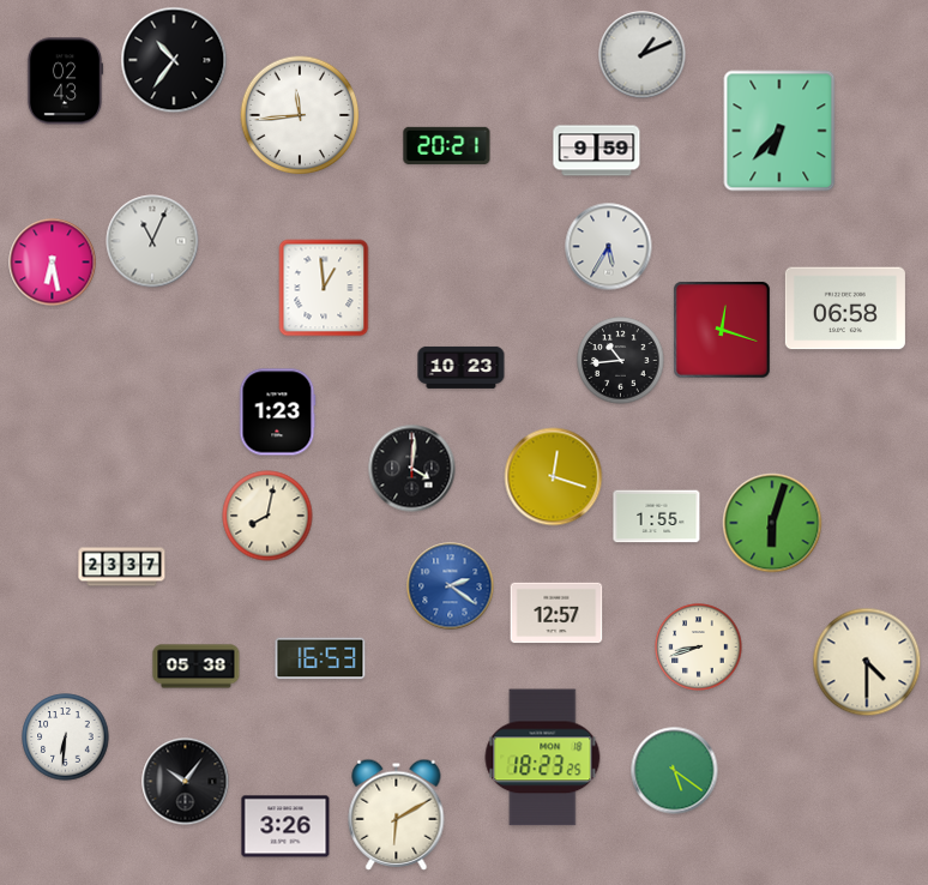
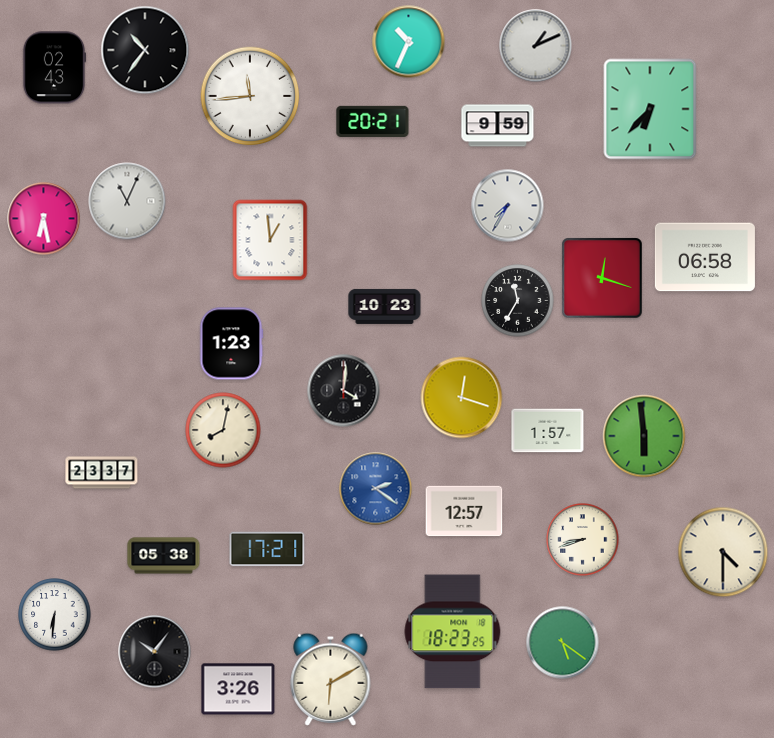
clock at (409, 42): none -> 10:34
clock at (609, 247): 5:35 -> 7:35
clock at (722, 330) position: (722, 330) -> (602, 278)
clock at (621, 361): 10:44 -> 11:35
clock at (657, 517): 1:55 -> 1:57
clock at (772, 523): 6:03 -> 5:59
clock at (320, 658): 16:53 -> 17:21
